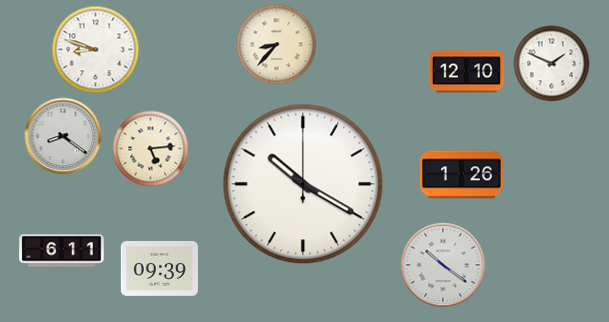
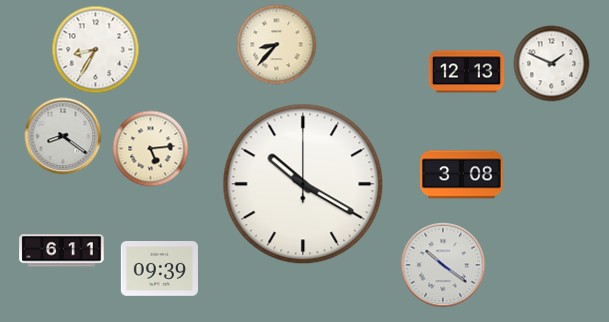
clock at (96, 50): 8:48 -> 8:35
clock at (467, 72): 12:10 -> 12:13
clock at (462, 175): 1:26 -> 3:08
